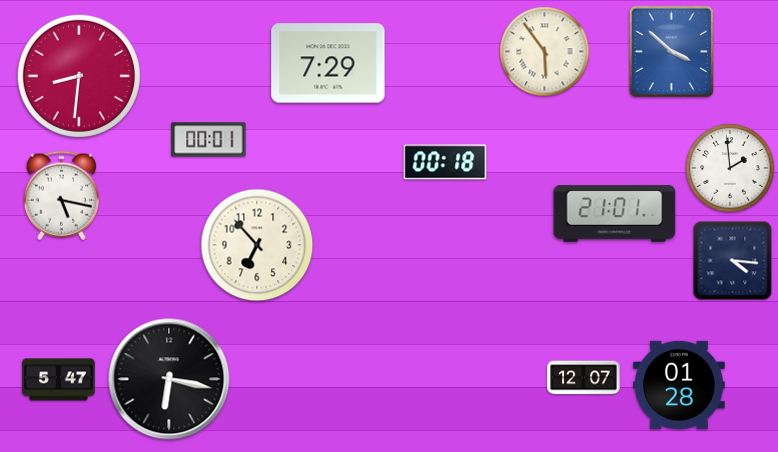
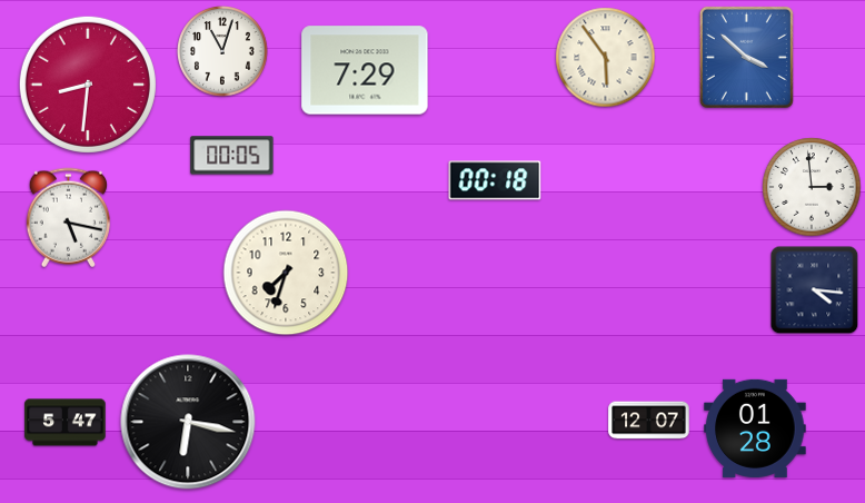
clock at (223, 52): none -> 11:03
clock at (209, 140): 00:01 -> 00:05
clock at (730, 168): 1:59 -> 2:59
clock at (615, 214): 21:01 -> none
clock at (257, 245): 6:53 -> 7:33
